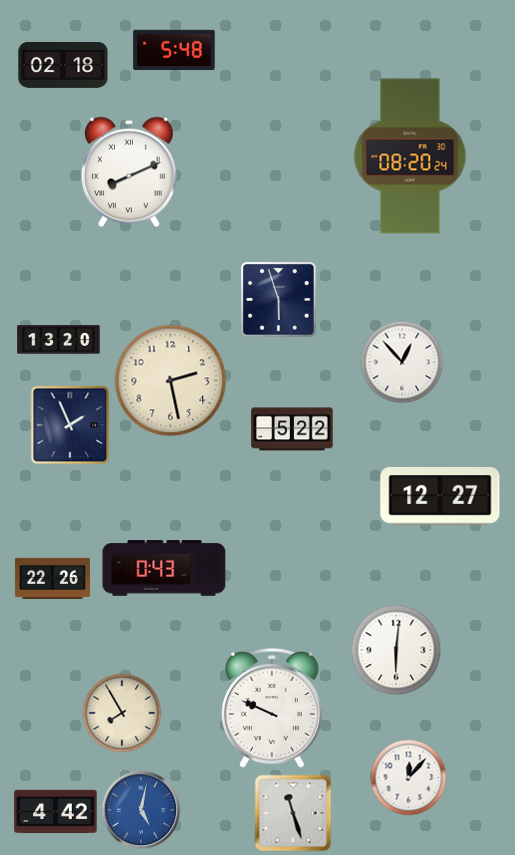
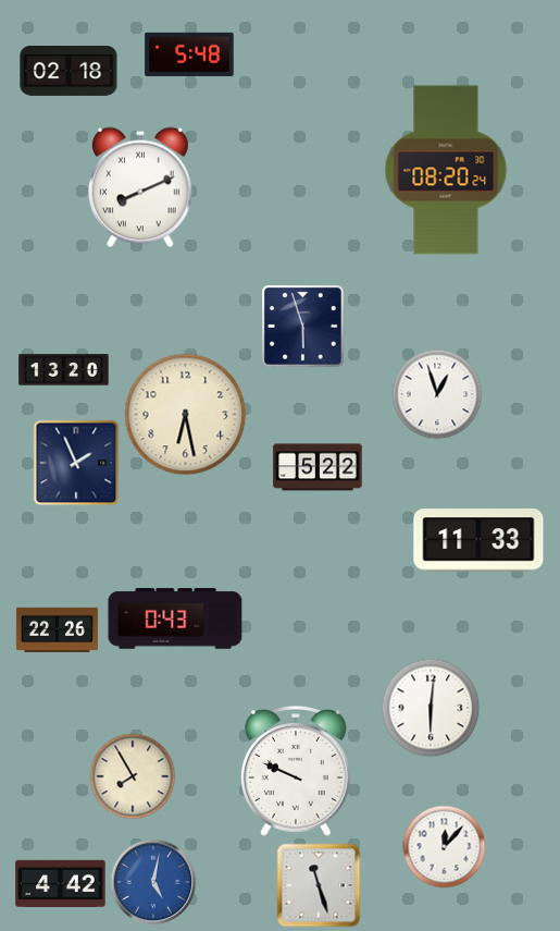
clock at (402, 362): 12:53 -> 12:57
clock at (171, 381): 2:28 -> 6:28
clock at (440, 496): 12:27 -> 11:33
clock at (164, 568) position: (164, 568) -> (175, 618)
